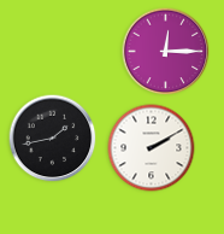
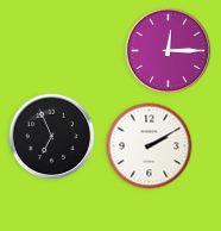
clock at (166, 52) position: (166, 52) -> (169, 51)
clock at (53, 139): 1:43 -> 6:56
